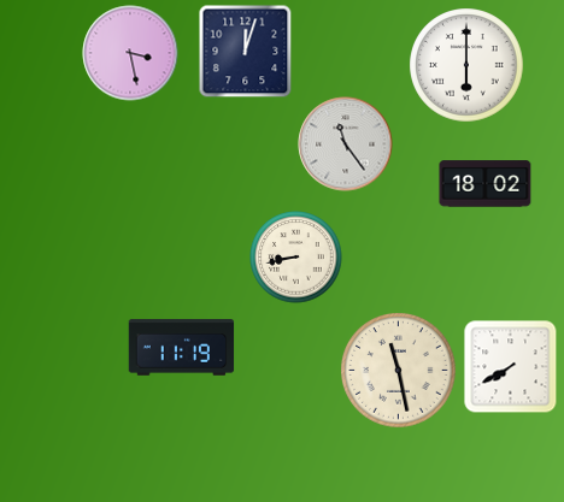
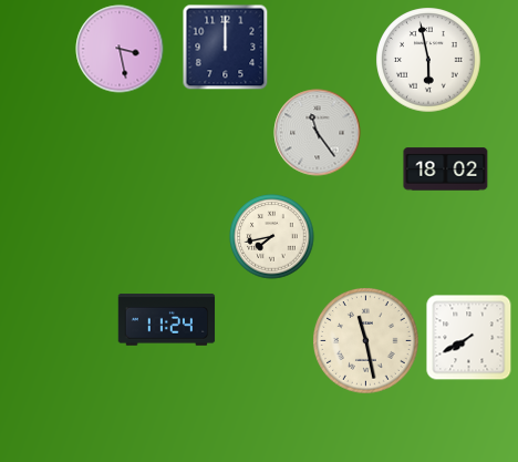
clock at (245, 51): 12:03 -> 12:00
clock at (466, 65): 6:00 -> 5:58
clock at (296, 258): 8:43 -> 7:43
clock at (182, 348): 11:19 -> 11:24
